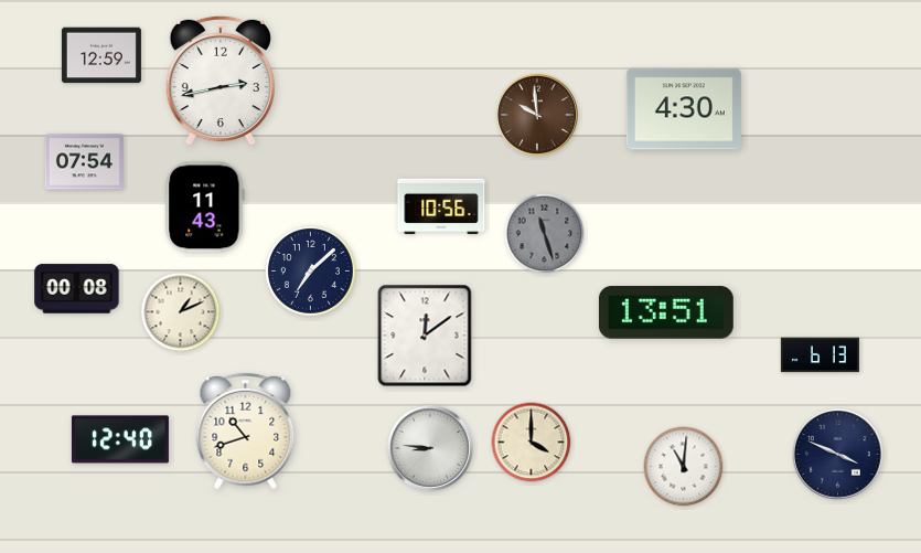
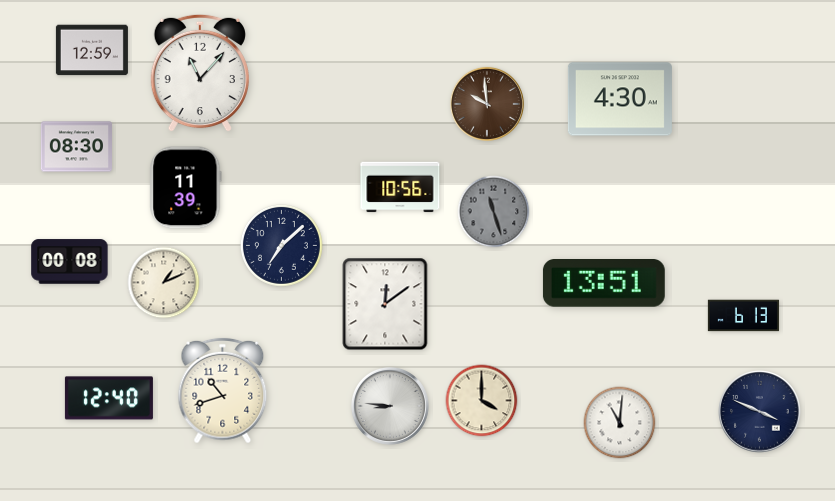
clock at (221, 81): 2:43 -> 11:07
clock at (84, 162): 07:54 -> 08:30
clock at (205, 208): 11:43 -> 11:39
clock at (820, 355) position: (820, 355) -> (743, 316)
